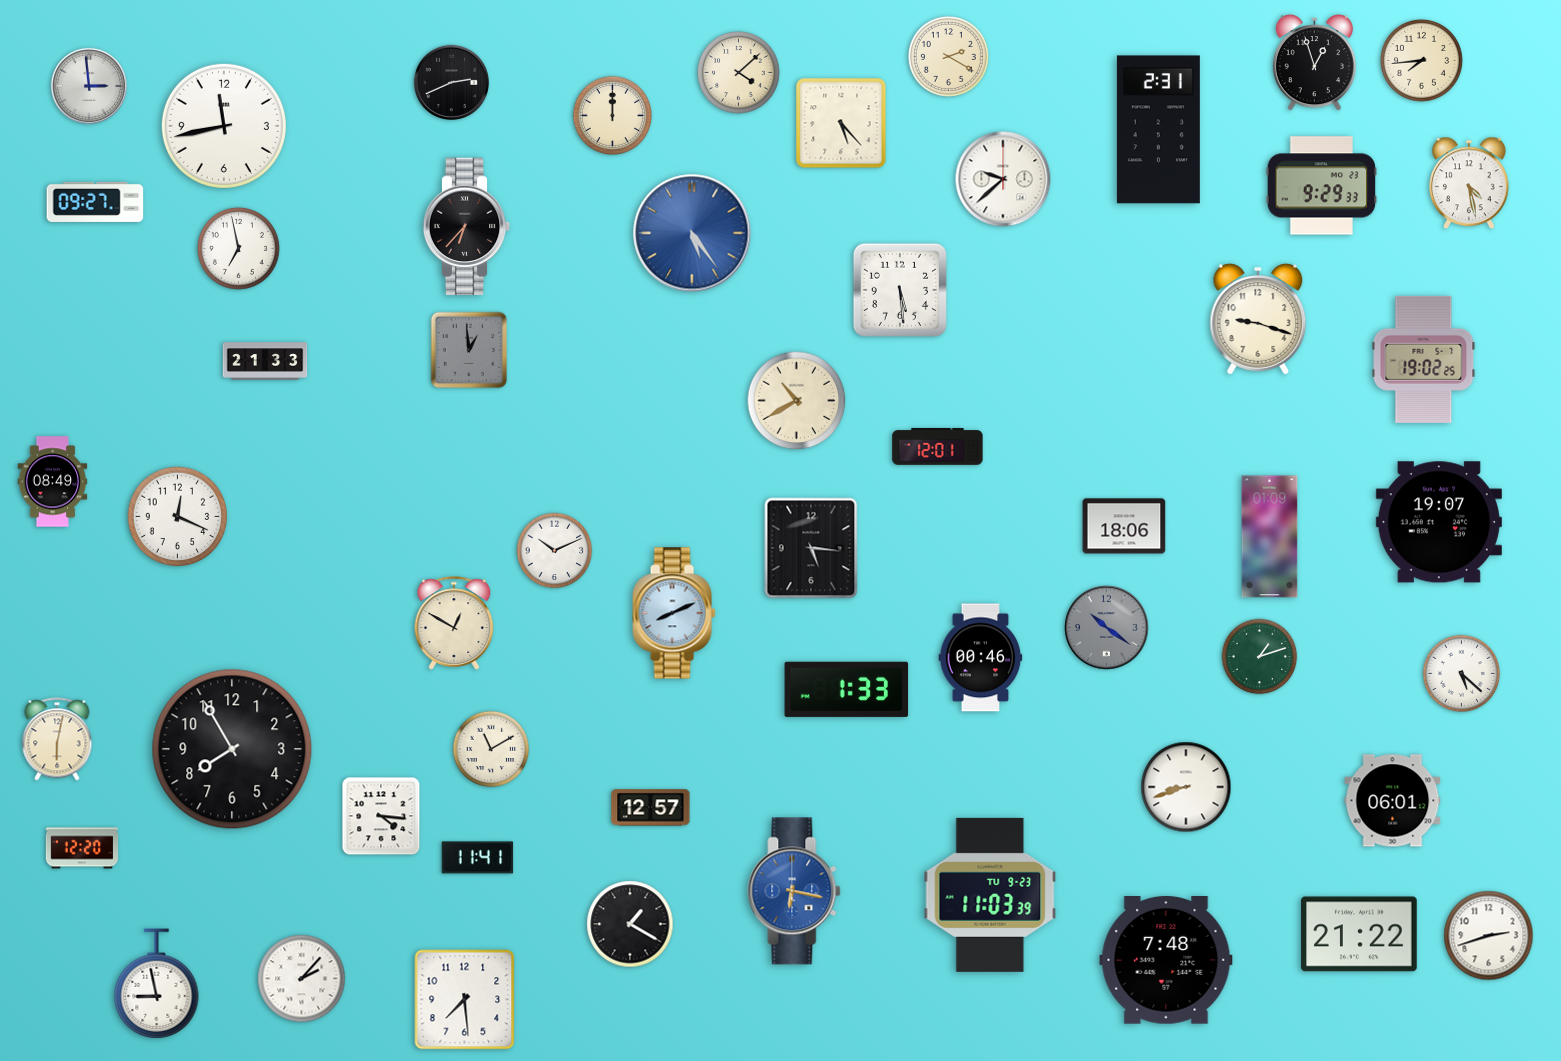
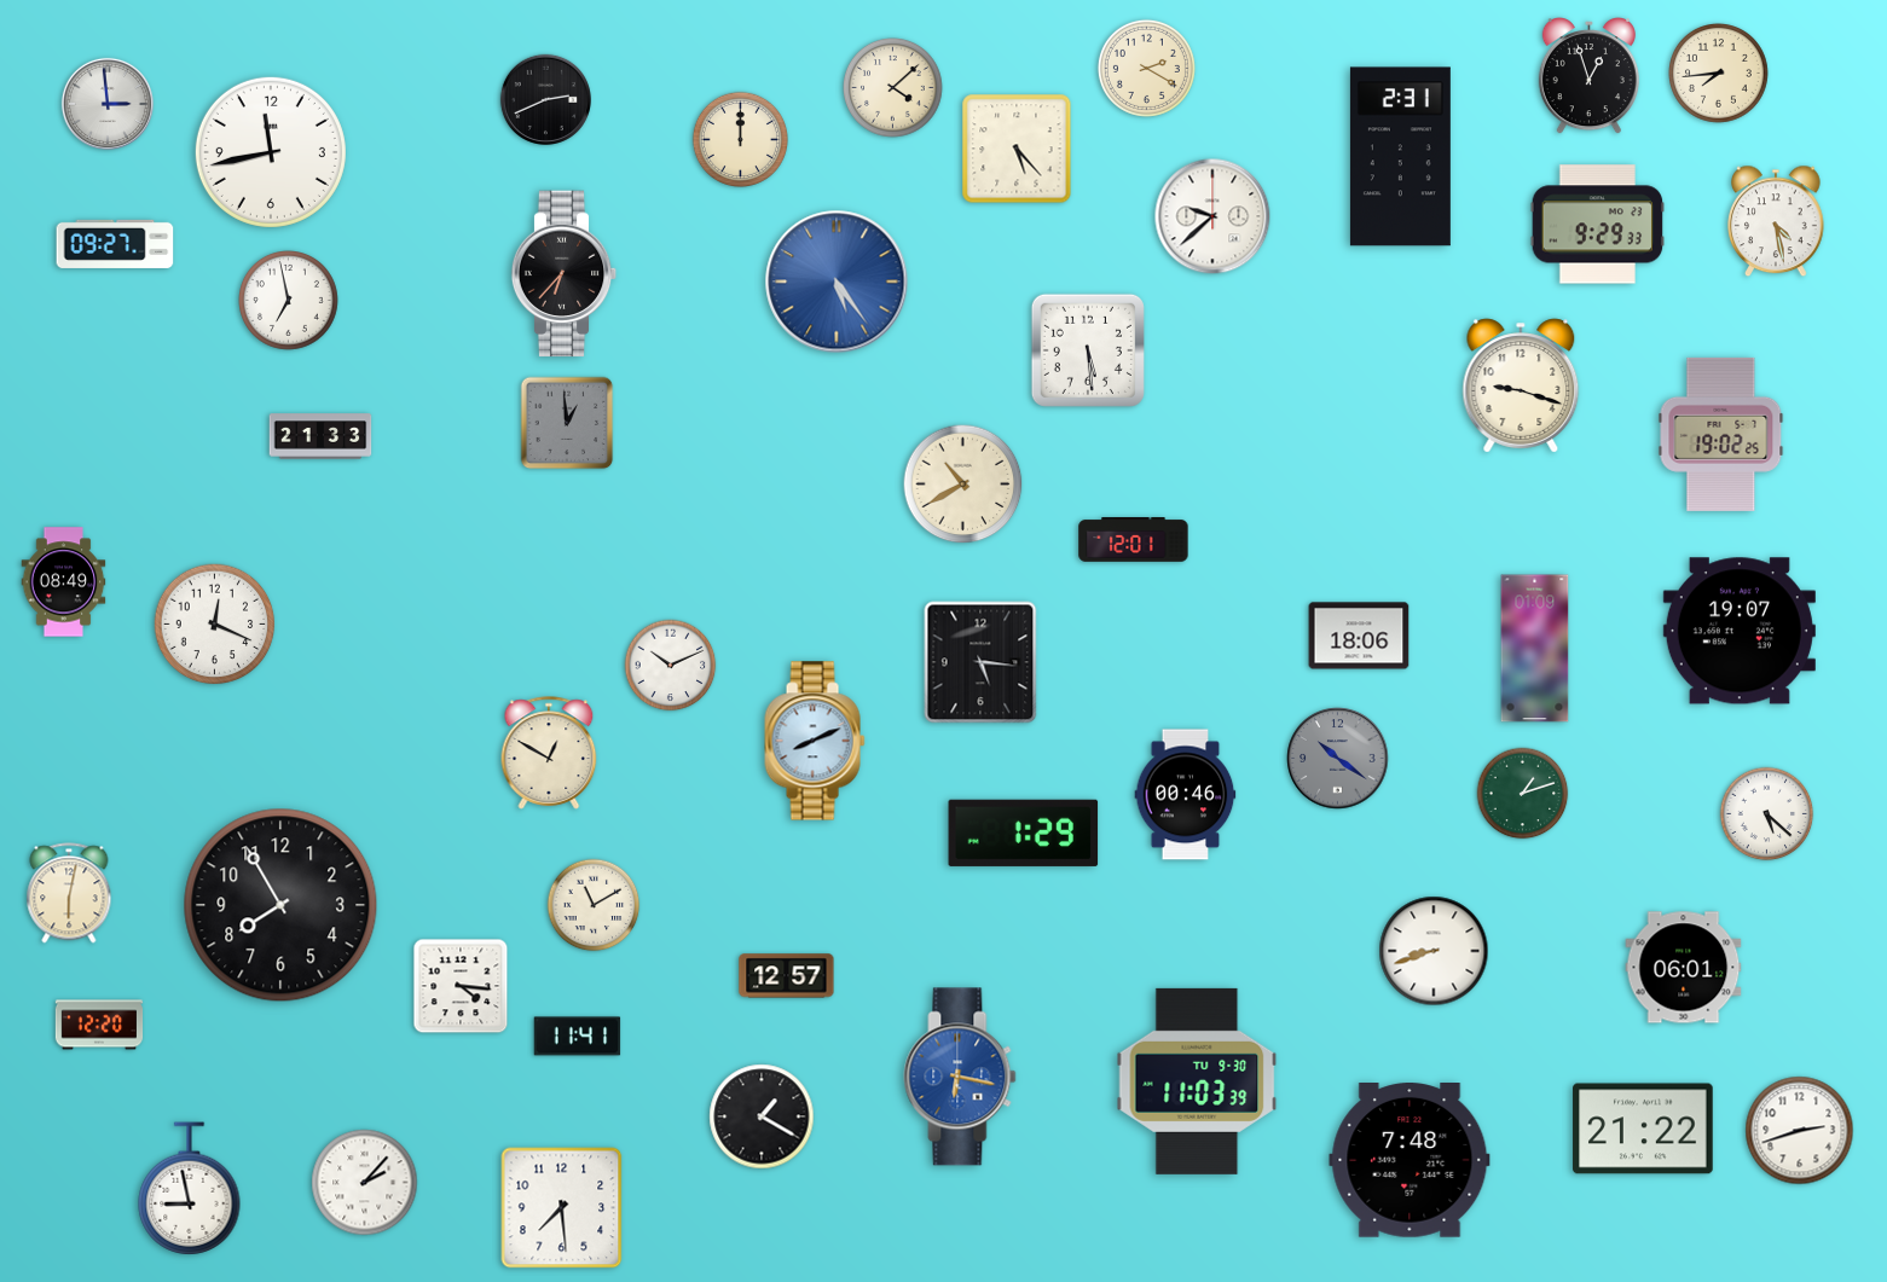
clock at (847, 689): 1:33 -> 1:29
clock at (990, 895) date: TU 9-23 -> TU 9-30
